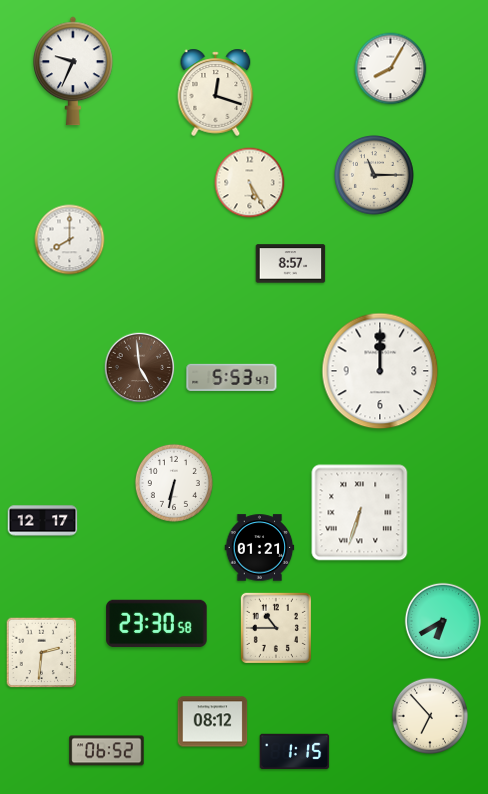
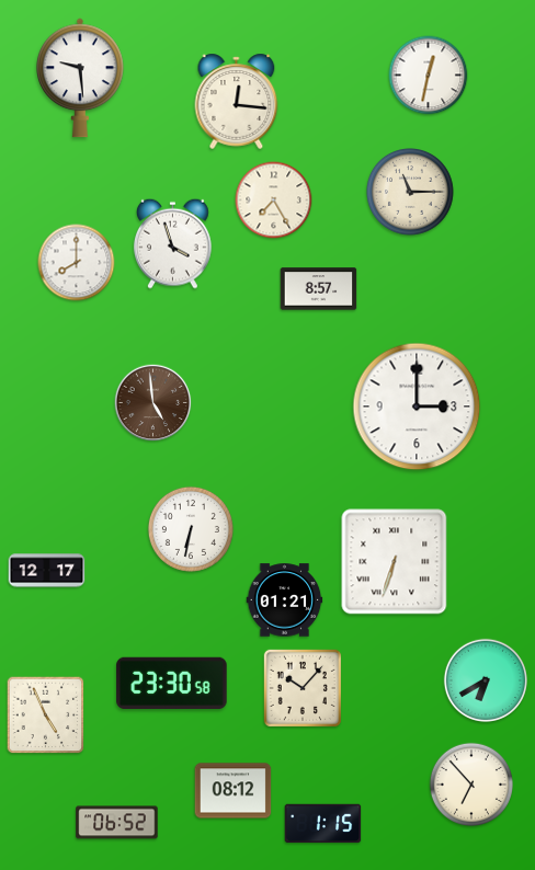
clock at (391, 69): 8:05 -> 12:32
clock at (74, 71): 9:34 -> 9:29
clock at (216, 92): 12:18 -> 12:16
clock at (250, 183): 5:25 -> 7:25
clock at (172, 243): none -> 3:57
clock at (380, 371): 12:00 -> 3:00
clock at (232, 377): 5:53 -> none
clock at (276, 628): 10:45 -> 10:07
clock at (42, 653): 2:31 -> 4:56
